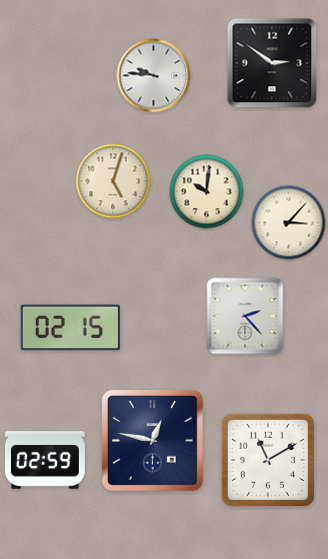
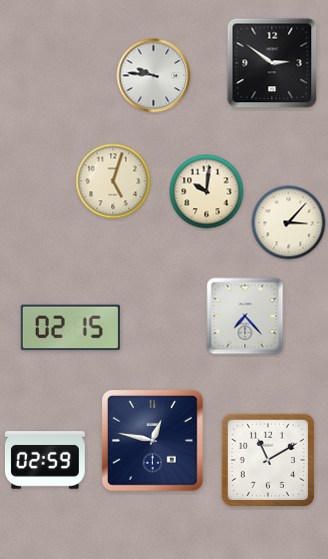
clock at (245, 316): 2:23 -> 7:23
